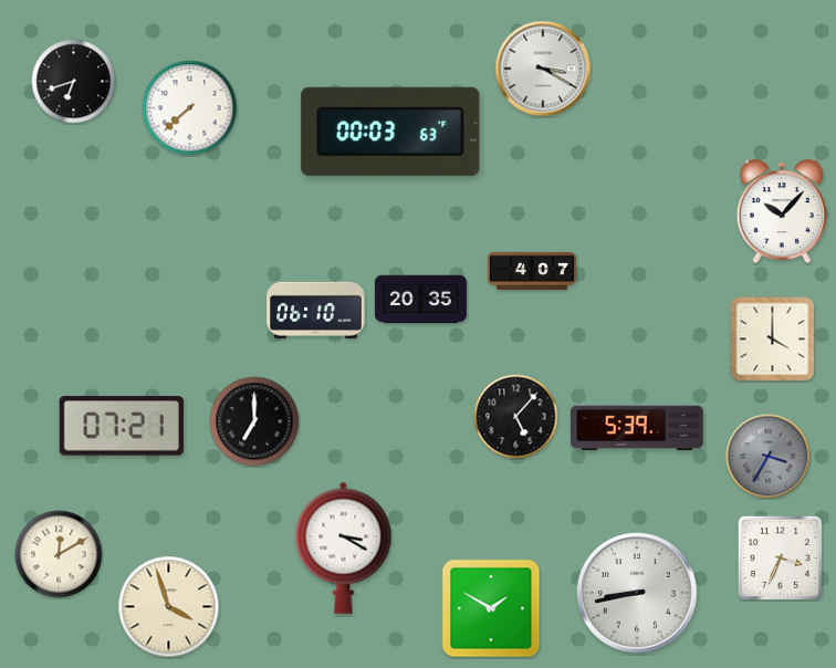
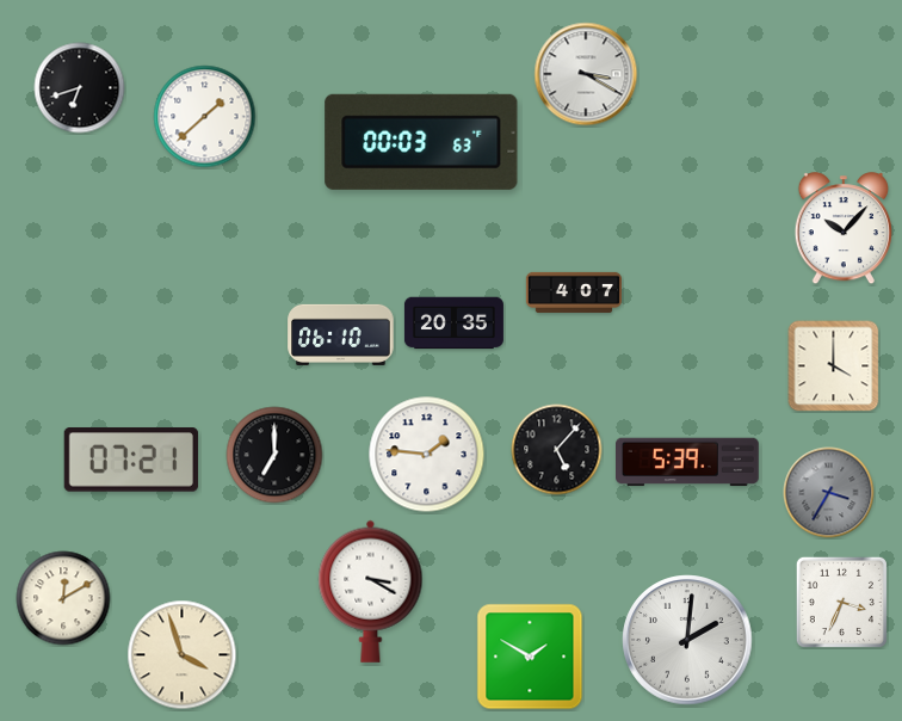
clock at (190, 108): 7:38 -> 1:38
clock at (427, 455): none -> 1:46
clock at (637, 593): 8:43 -> 2:01
